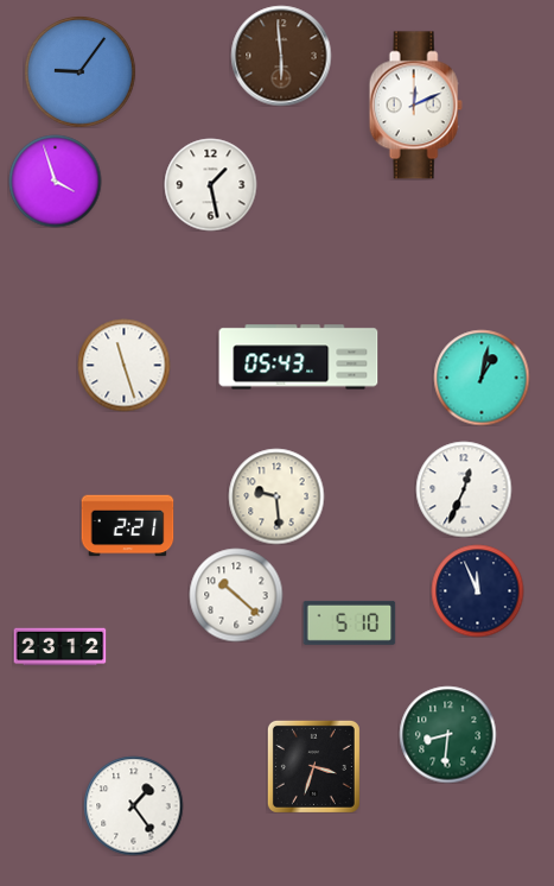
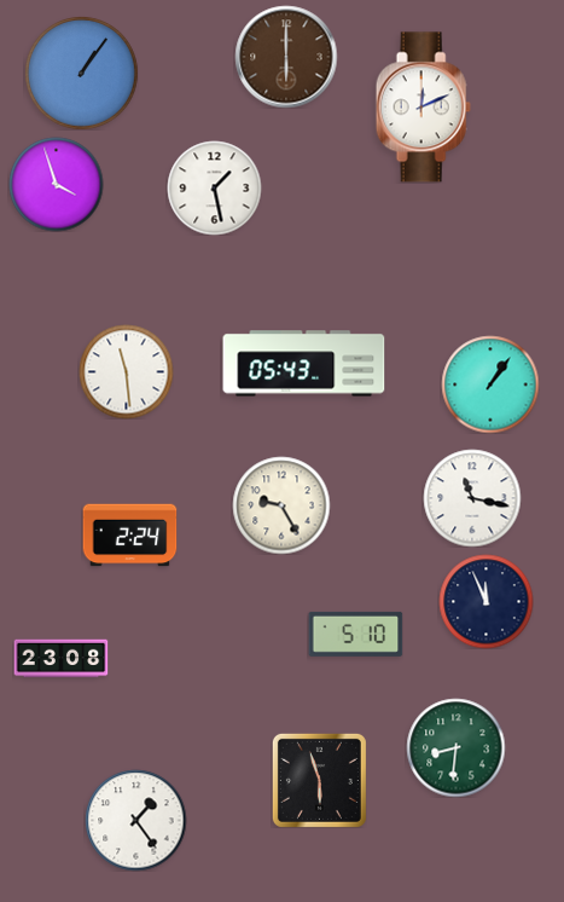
clock at (281, 56): 5:59 -> 6:00
clock at (81, 72): 9:06 -> 1:06
clock at (123, 365): 11:27 -> 11:29
clock at (482, 378): 1:02 -> 1:06
clock at (464, 489): 12:34 -> 11:17
clock at (276, 496): 9:29 -> 9:25
clock at (127, 526): 2:21 -> 2:24
clock at (236, 595): 10:22 -> none
clock at (59, 647): 23:12 -> 23:08
clock at (313, 766): 3:33 -> 5:57
